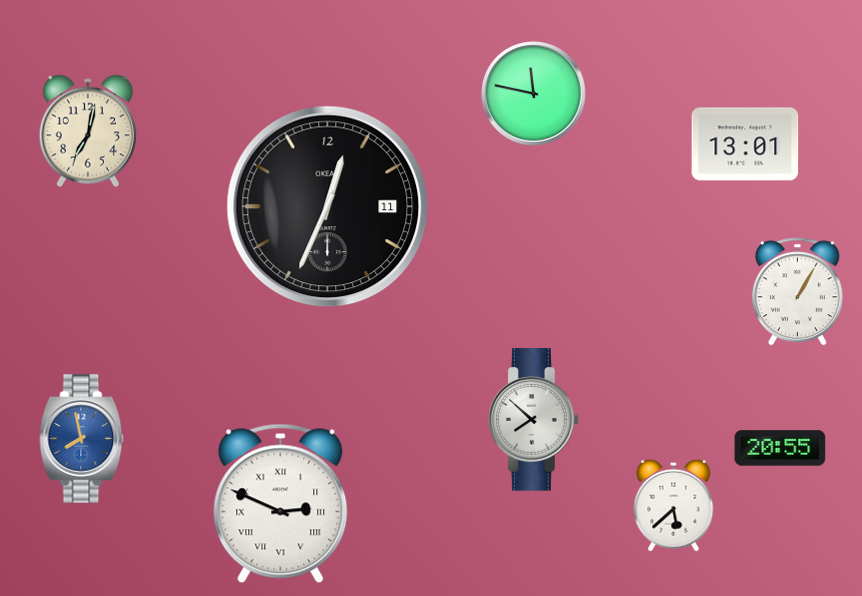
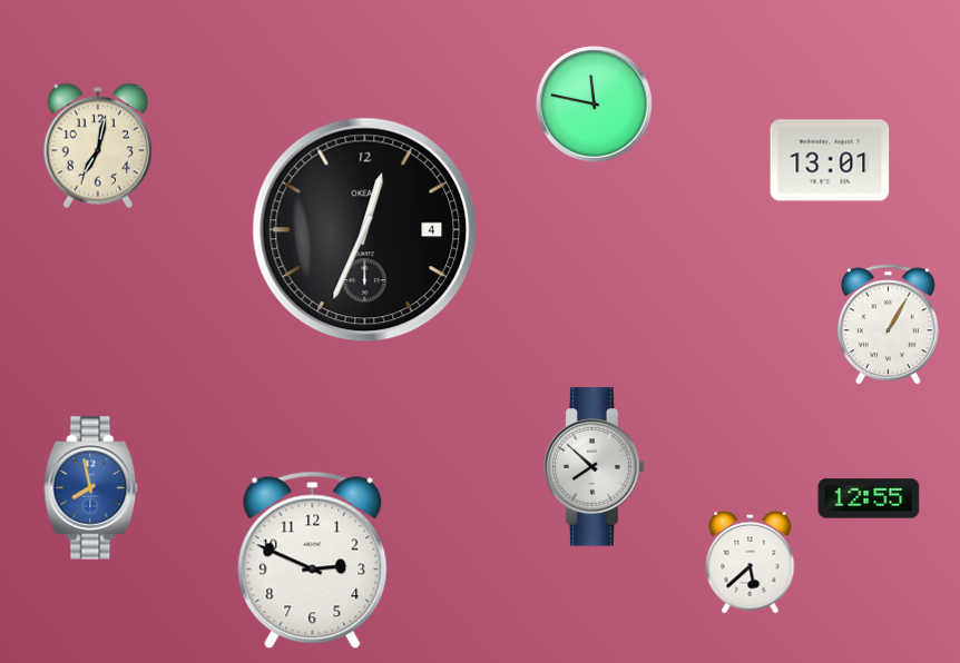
clock at (328, 207) date: 11 -> 4
clock at (780, 448): 20:55 -> 12:55
clock at (281, 504) numerals: Roman -> Arabic
